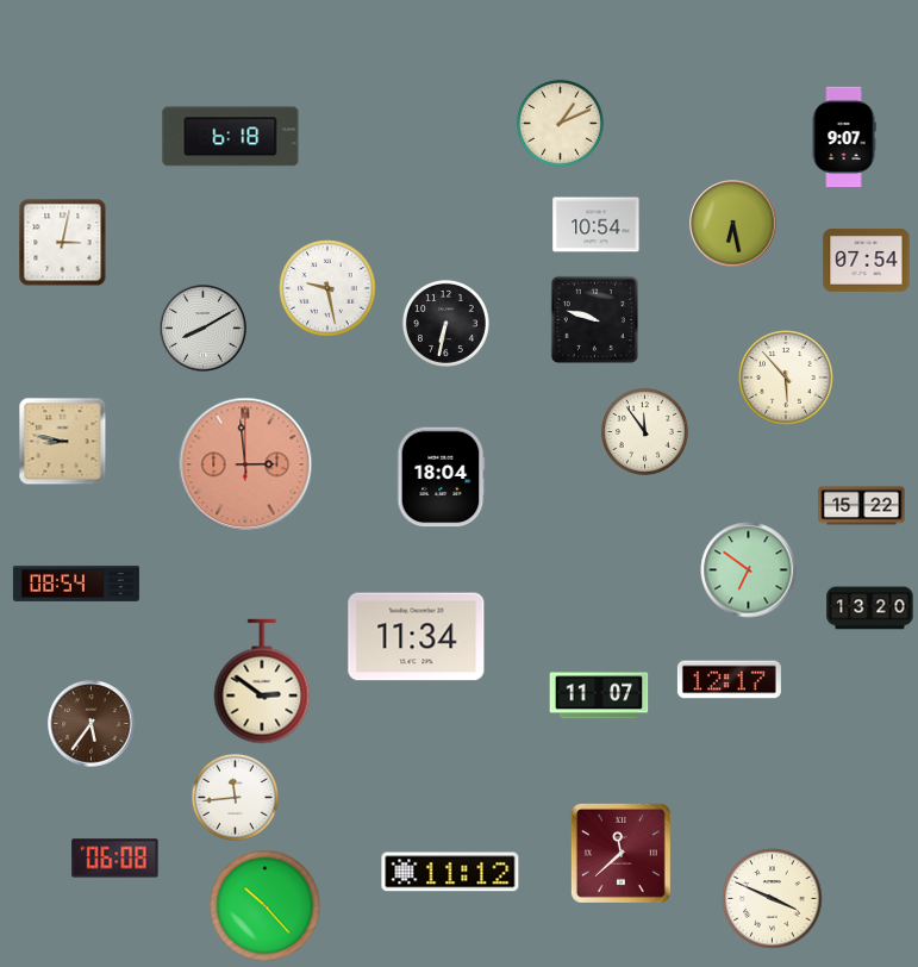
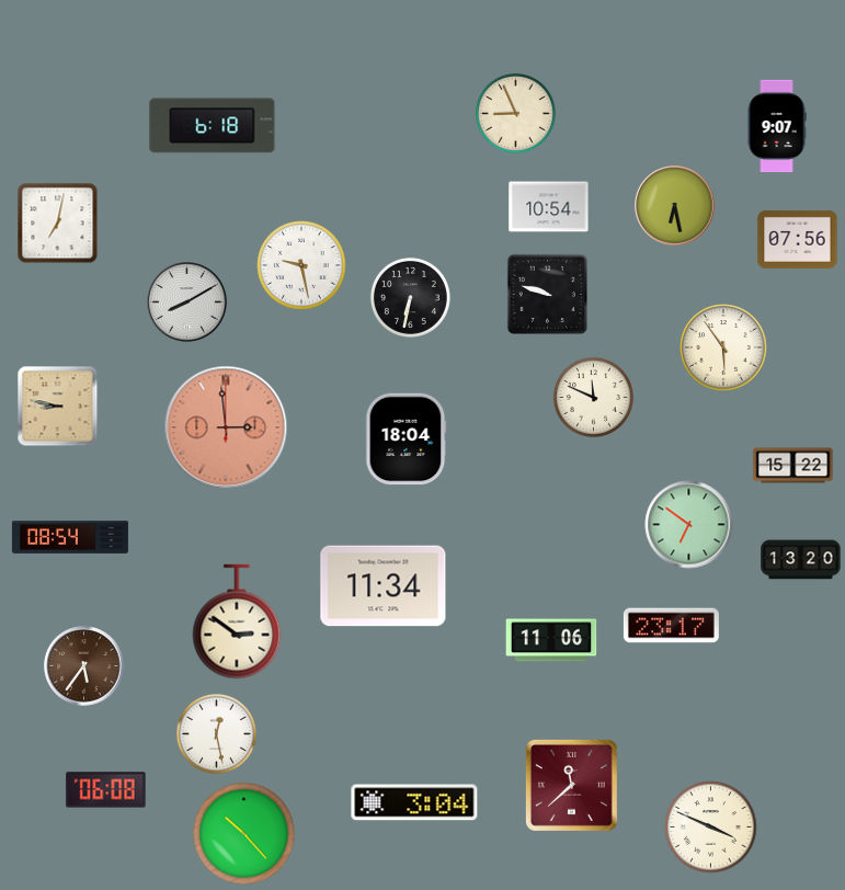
clock at (560, 123): 1:11 -> 8:56
clock at (63, 243): 3:02 -> 7:02
clock at (867, 261): 07:54 -> 07:56
clock at (786, 378): 5:53 -> 5:54
clock at (644, 431): 11:54 -> 11:49
clock at (729, 680): 12:17 -> 23:17
clock at (262, 681) position: (262, 681) -> (237, 621)
clock at (599, 695): 11:07 -> 11:06
clock at (235, 797): 11:44 -> 12:28
clock at (450, 872): 11:12 -> 3:04
